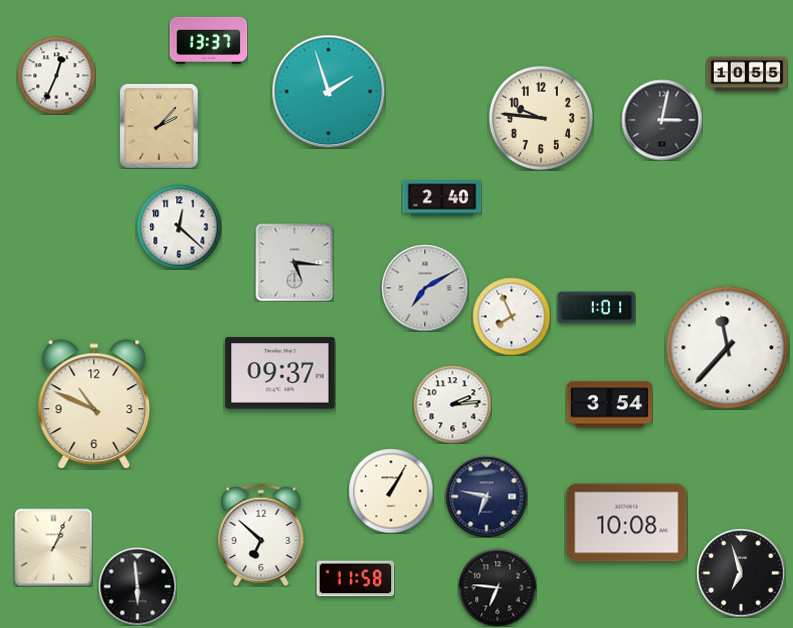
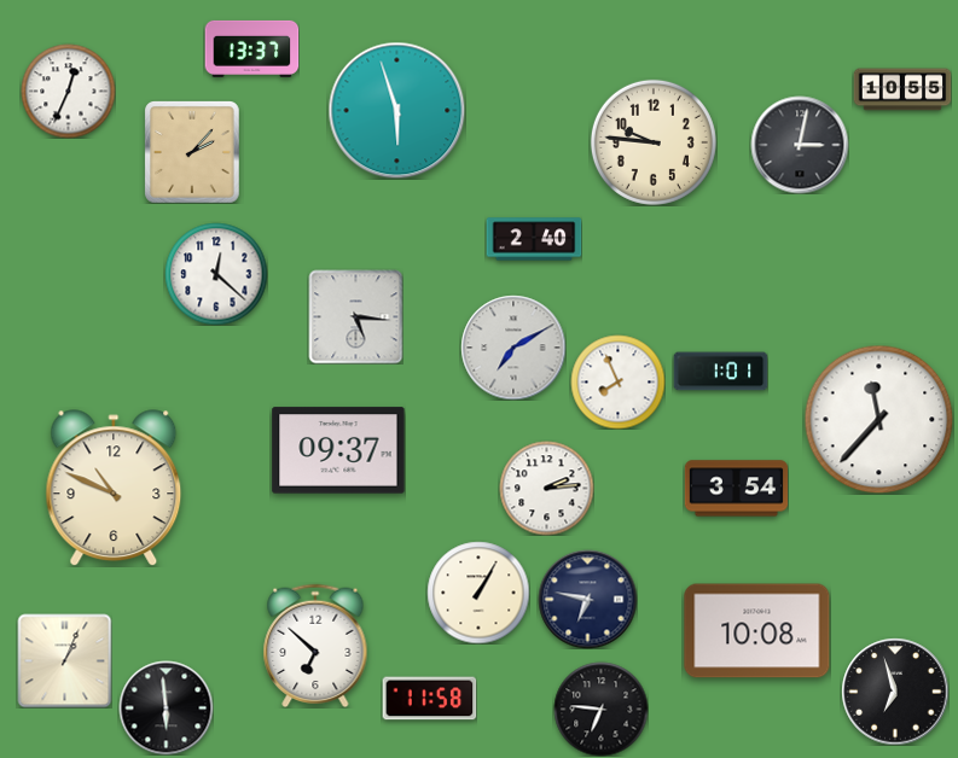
clock at (328, 91): 1:57 -> 5:57
clock at (391, 491) position: (391, 491) -> (478, 593)
